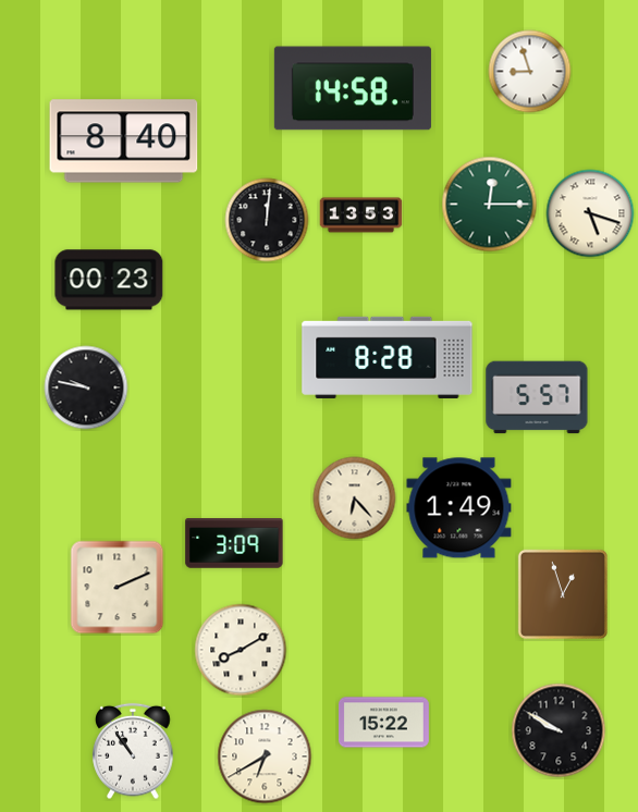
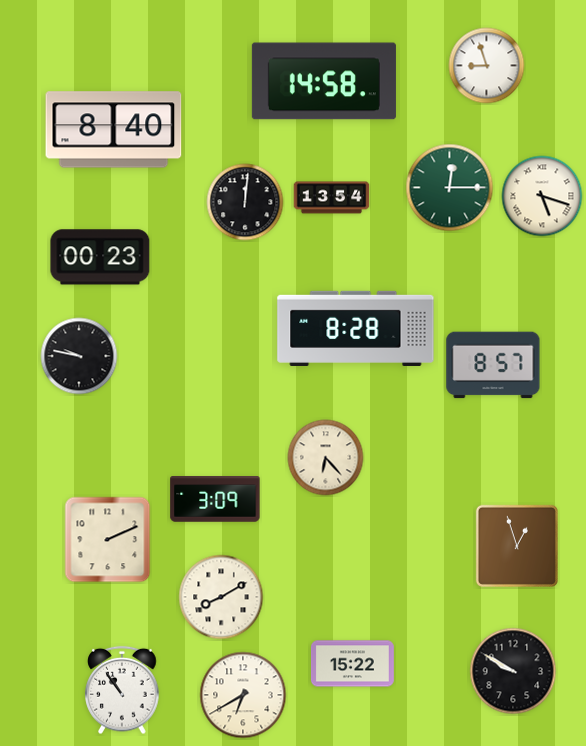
clock at (361, 216): 13:53 -> 13:54
clock at (537, 397): 5:57 -> 8:57
clock at (459, 508): 1:49 -> none
